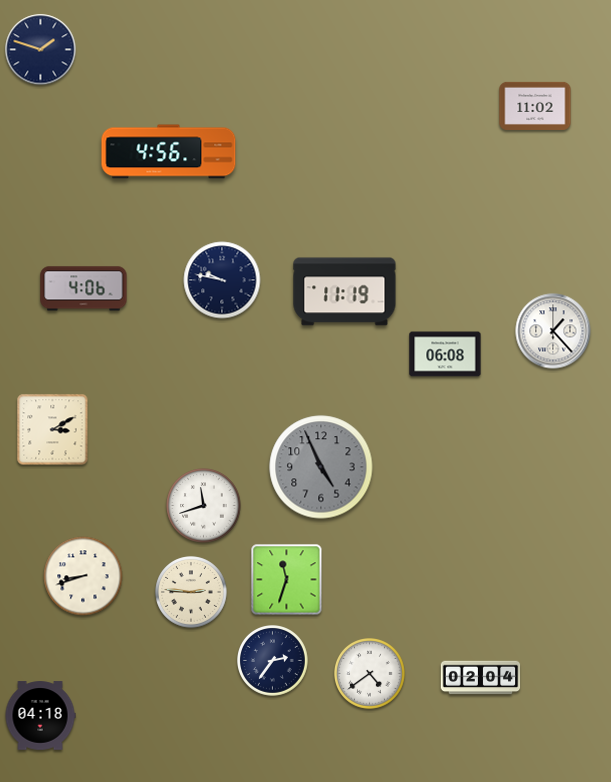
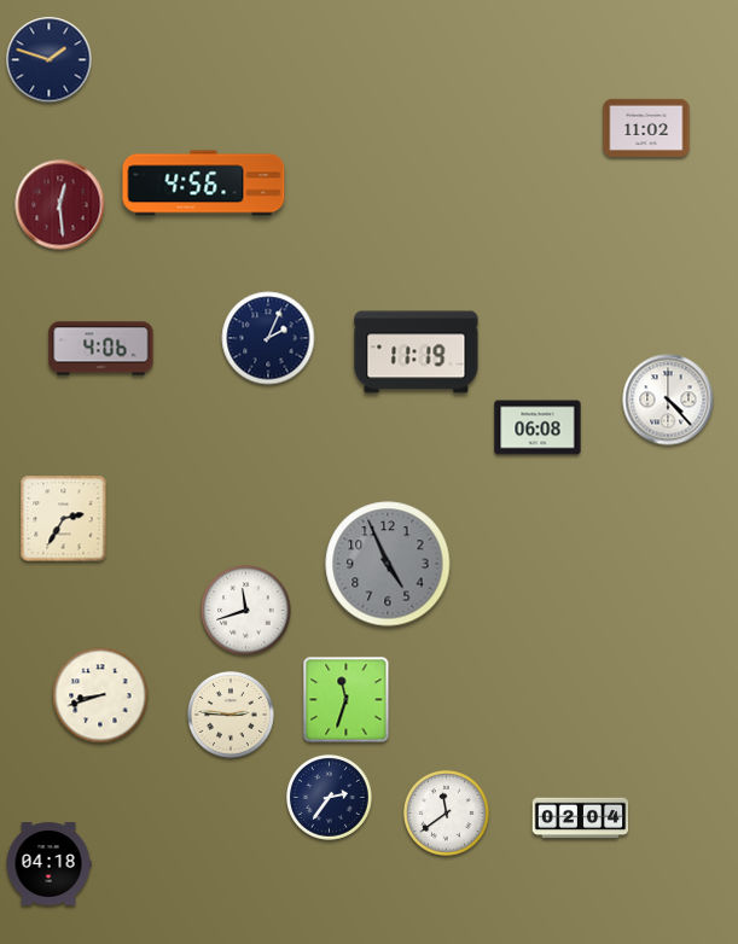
clock at (60, 205): none -> 12:29
clock at (222, 280): 9:47 -> 2:04
clock at (553, 331): 1:23 -> 4:23
clock at (53, 430): 3:10 -> 2:35
clock at (370, 674): 4:39 -> 11:39
